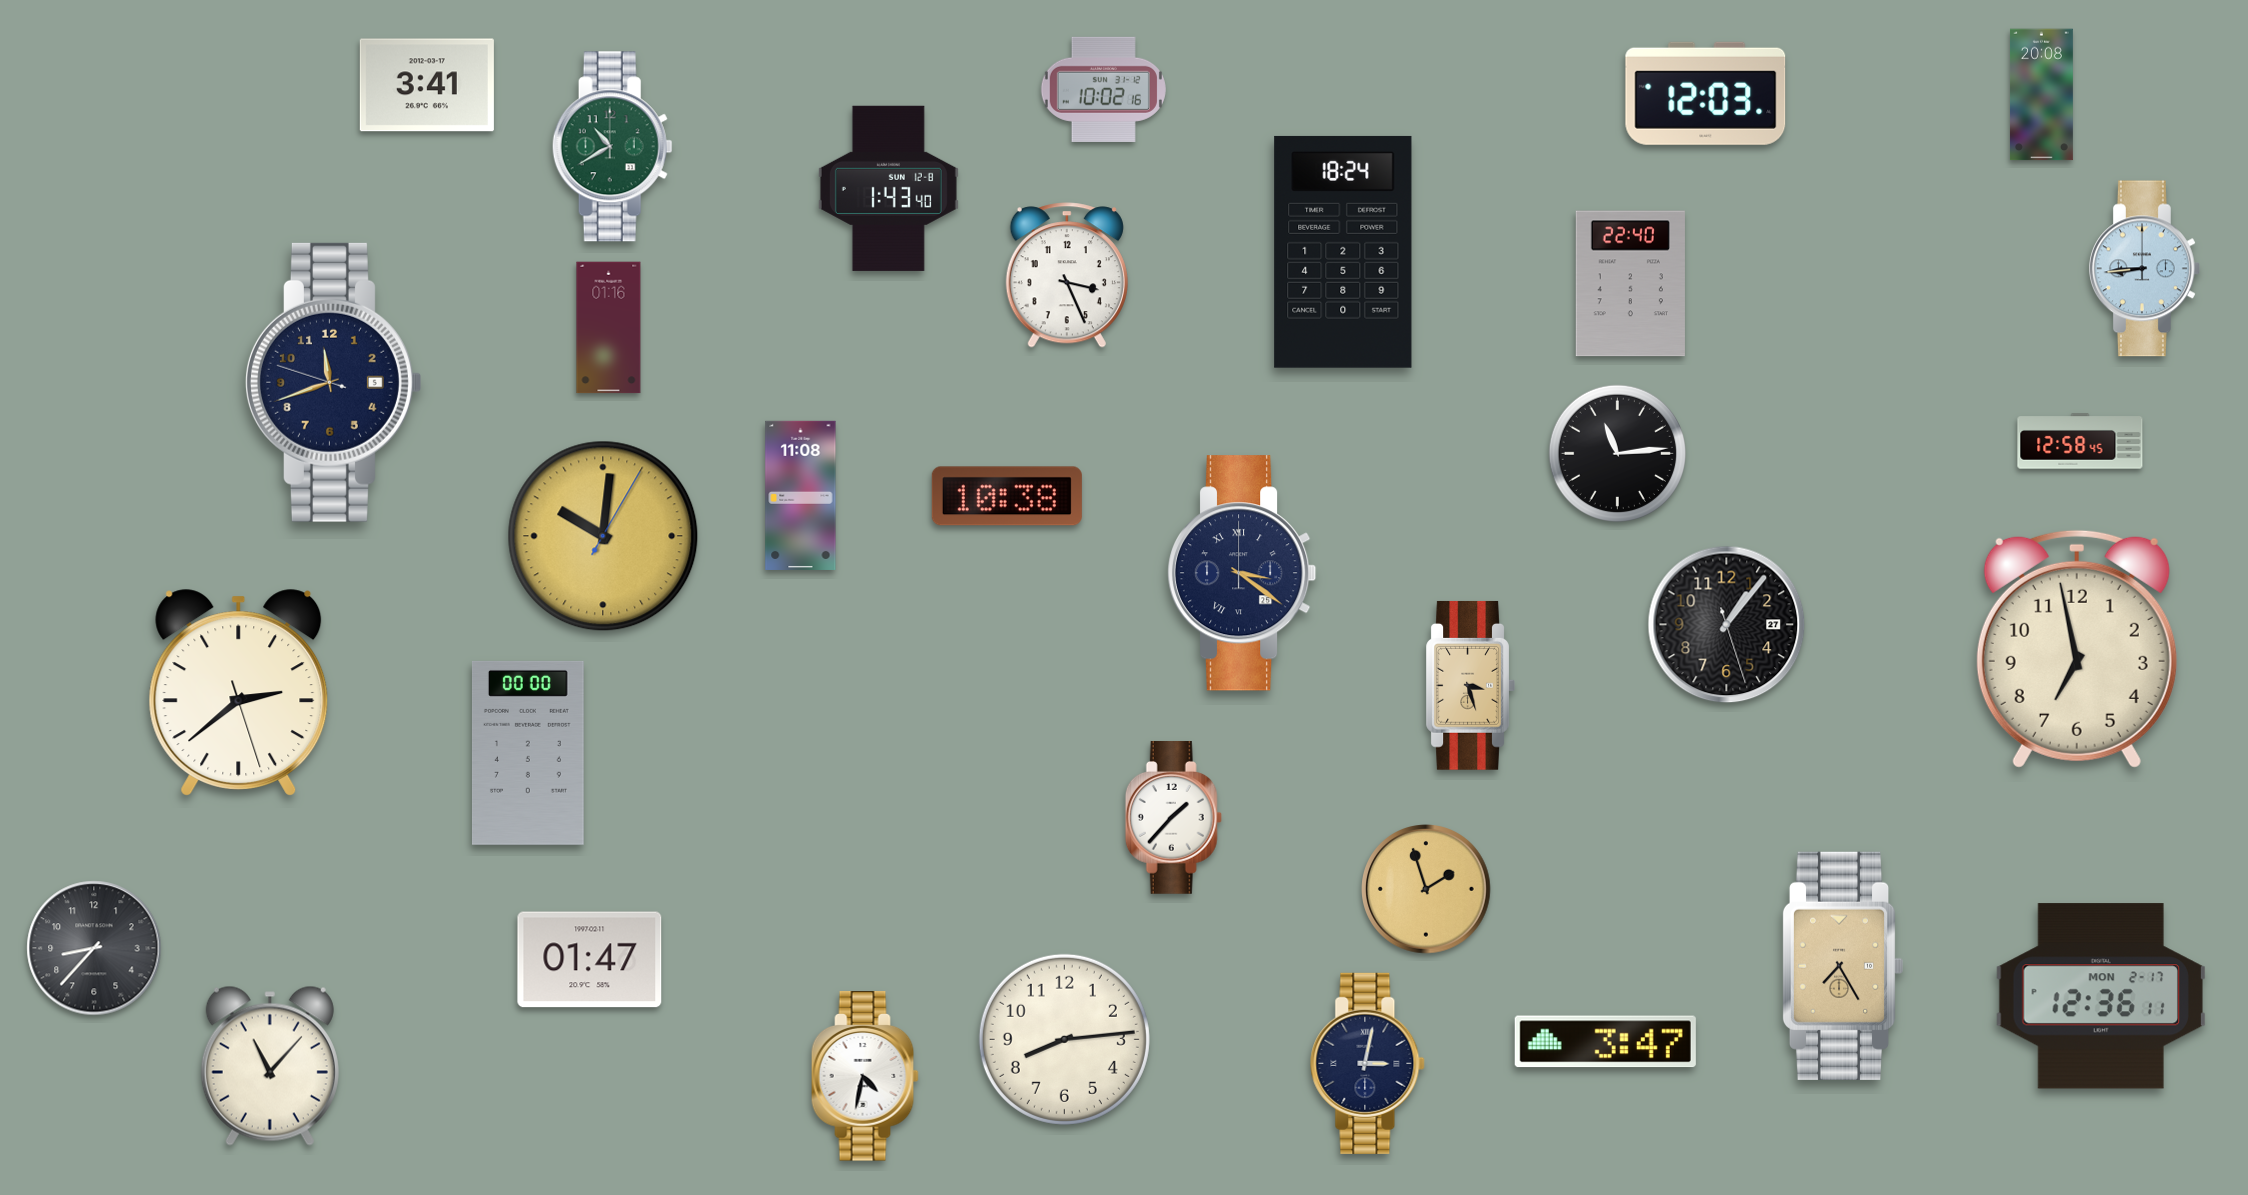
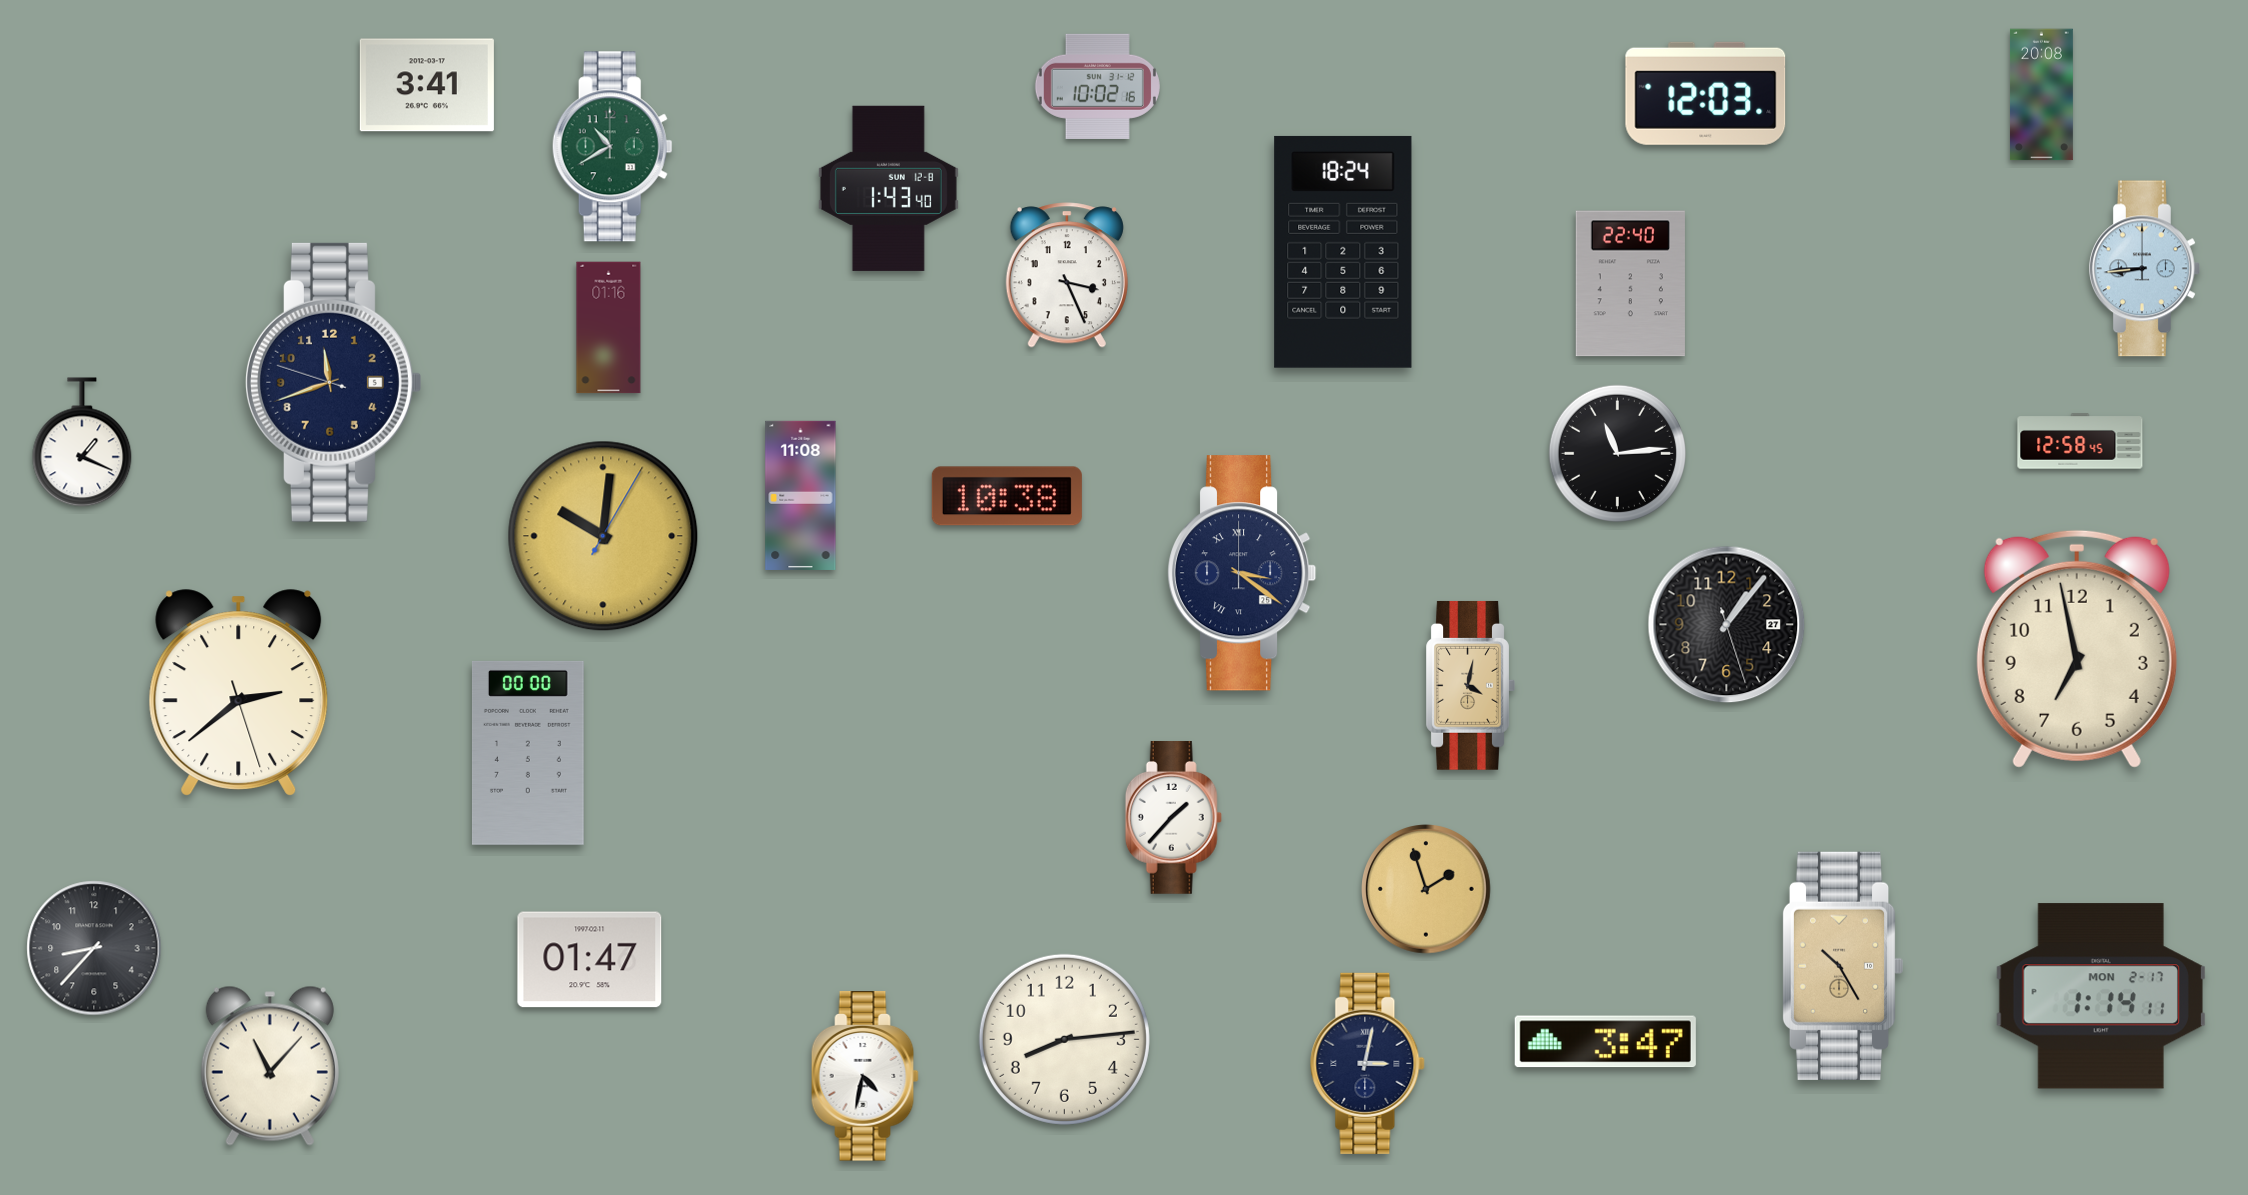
clock at (1103, 89) position: (1103, 89) -> (1097, 86)
clock at (82, 442): none -> 1:19
clock at (1470, 686): 3:27 -> 4:02
clock at (1843, 966): 7:25 -> 10:25
clock at (2100, 996): 12:36 -> 1:14
